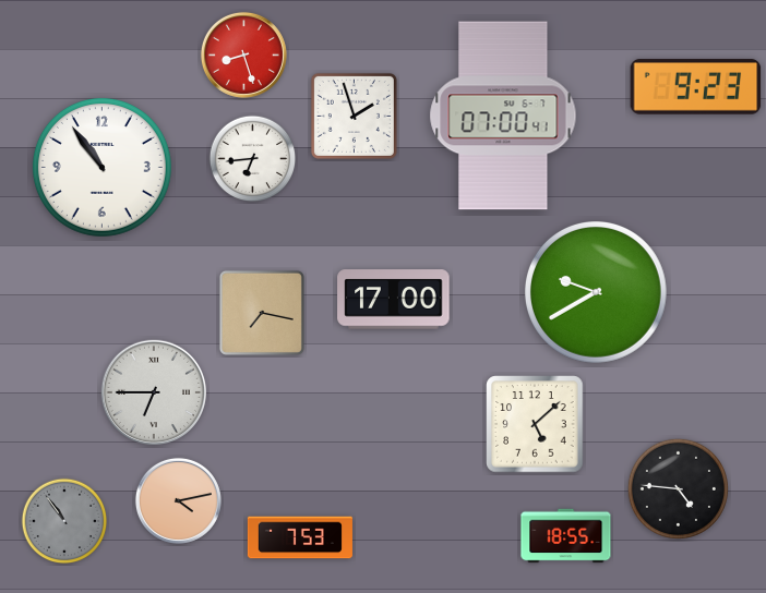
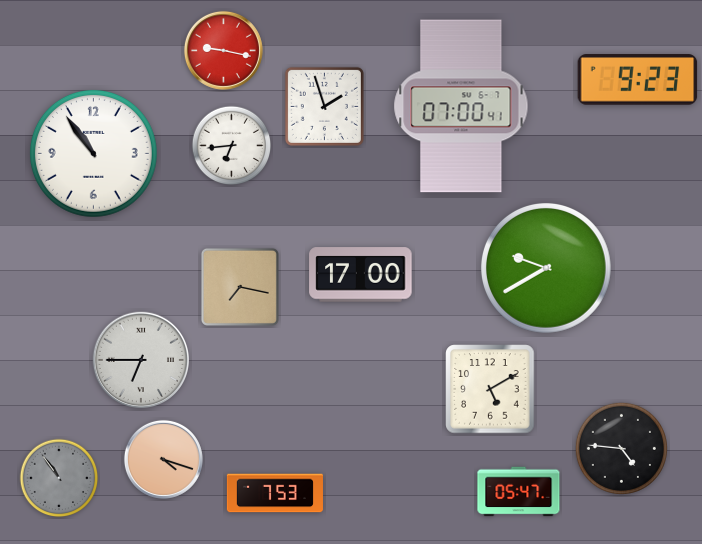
clock at (243, 55): 8:27 -> 9:17
clock at (535, 424): 5:08 -> 5:10
clock at (178, 500): 4:13 -> 4:18
clock at (566, 536): 18:55 -> 05:47
